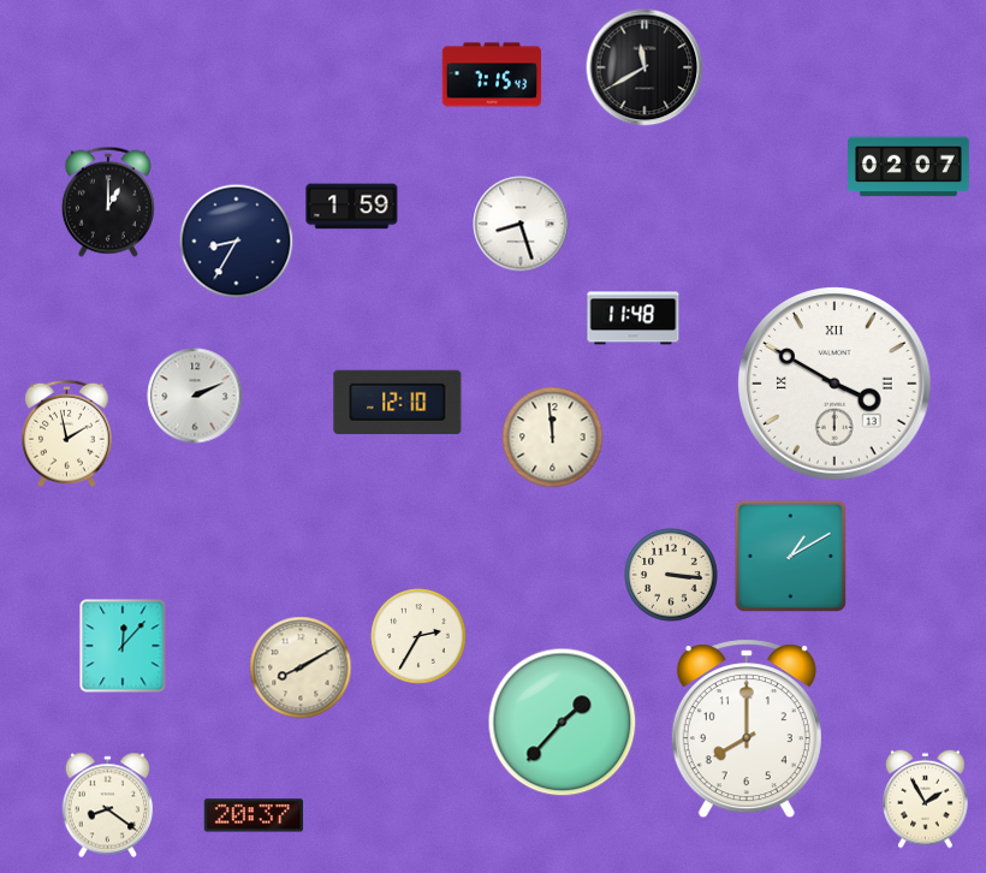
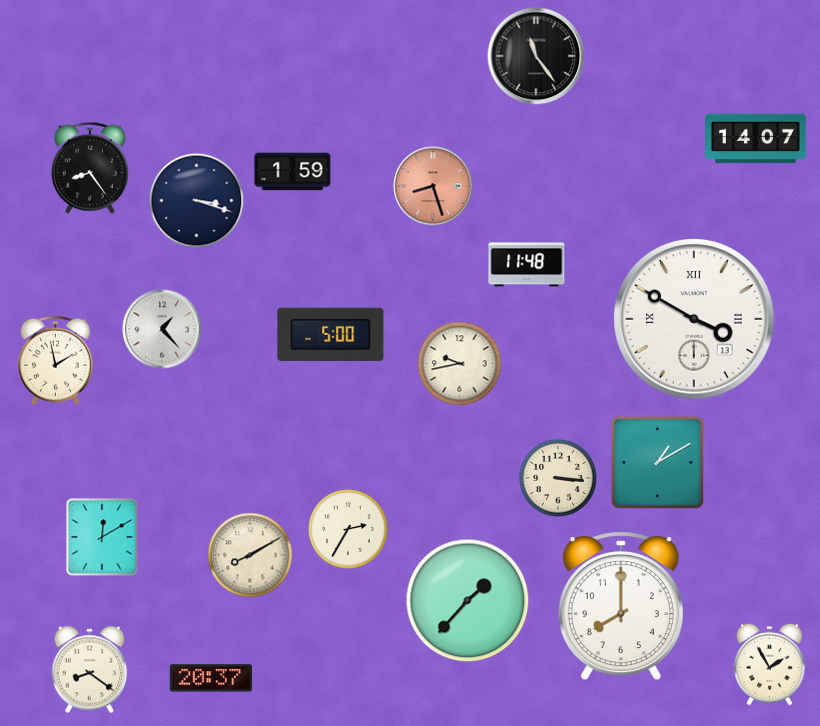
clock at (645, 67): 11:40 -> 11:24
clock at (492, 75): 7:15 -> none
clock at (909, 167): 02:07 -> 14:07
clock at (108, 202): 1:00 -> 8:24
clock at (521, 224) dial: white -> salmon
clock at (237, 242): 8:35 -> 3:18
clock at (195, 396): 2:11 -> 1:23
clock at (398, 402): 12:10 -> 5:00
clock at (553, 438): 11:59 -> 9:43
clock at (123, 646): 12:07 -> 12:10
